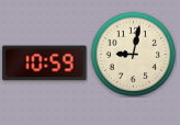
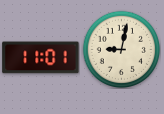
clock at (45, 64): 10:59 -> 11:01
